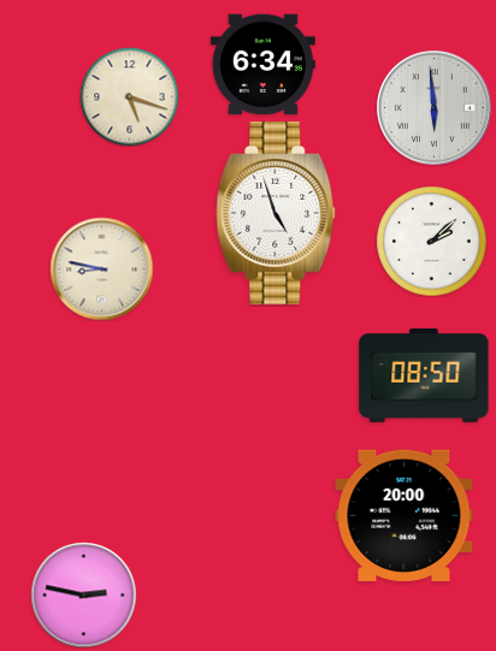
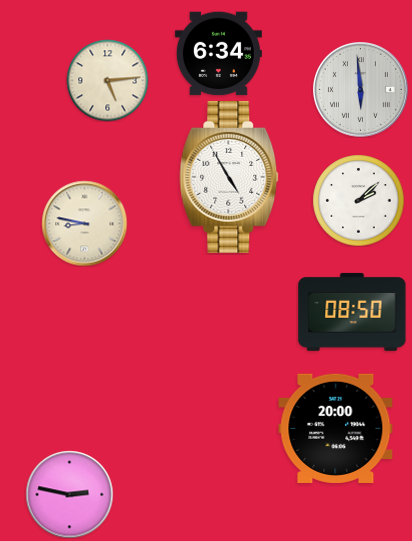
clock at (129, 96): 5:18 -> 5:14
clock at (276, 213): 4:57 -> 4:55
